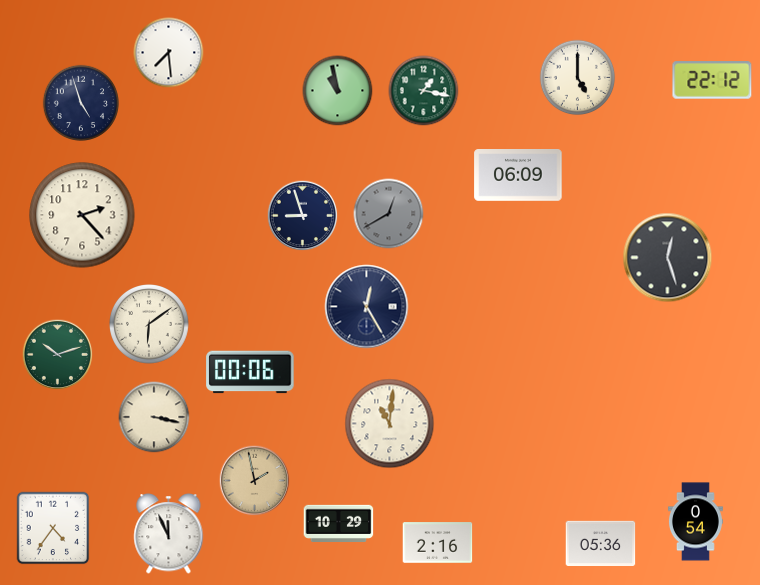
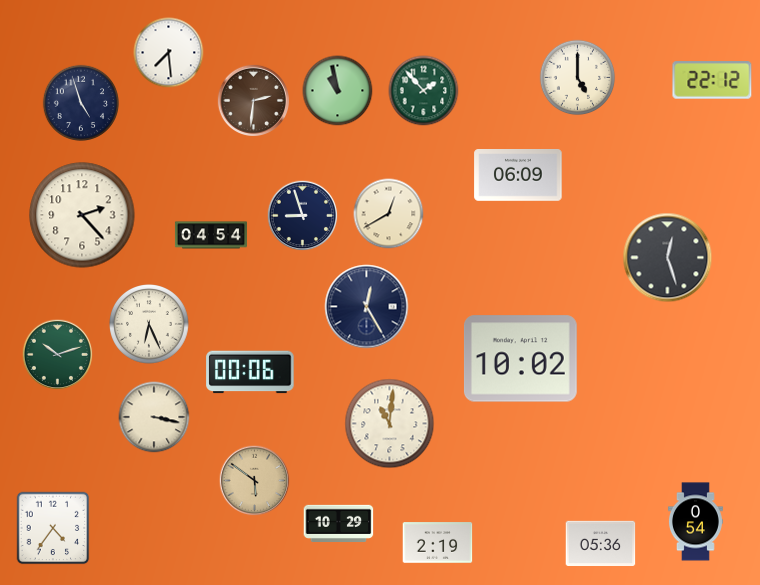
clock at (424, 91): 1:17 -> 1:53
clock at (253, 100): none -> 2:31
clock at (389, 214) dial: grey -> cream
clock at (211, 235): none -> 04:54
clock at (150, 325): 6:09 -> 6:26
clock at (521, 359): none -> 10:02
clock at (255, 481): 1:58 -> 5:51
clock at (169, 534): 11:56 -> none
clock at (438, 543): 2:16 -> 2:19
